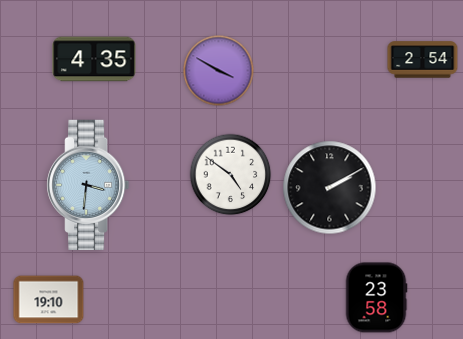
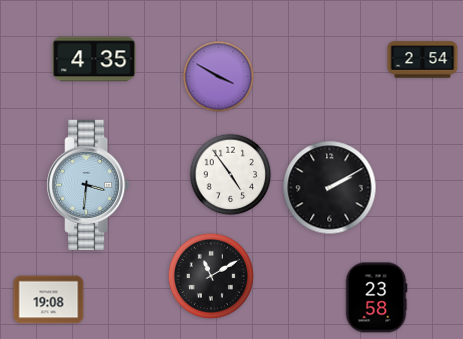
clock at (219, 71) position: (219, 71) -> (219, 77)
clock at (231, 175): 4:51 -> 4:54
clock at (211, 276): none -> 11:10
clock at (49, 300): 19:10 -> 19:08
